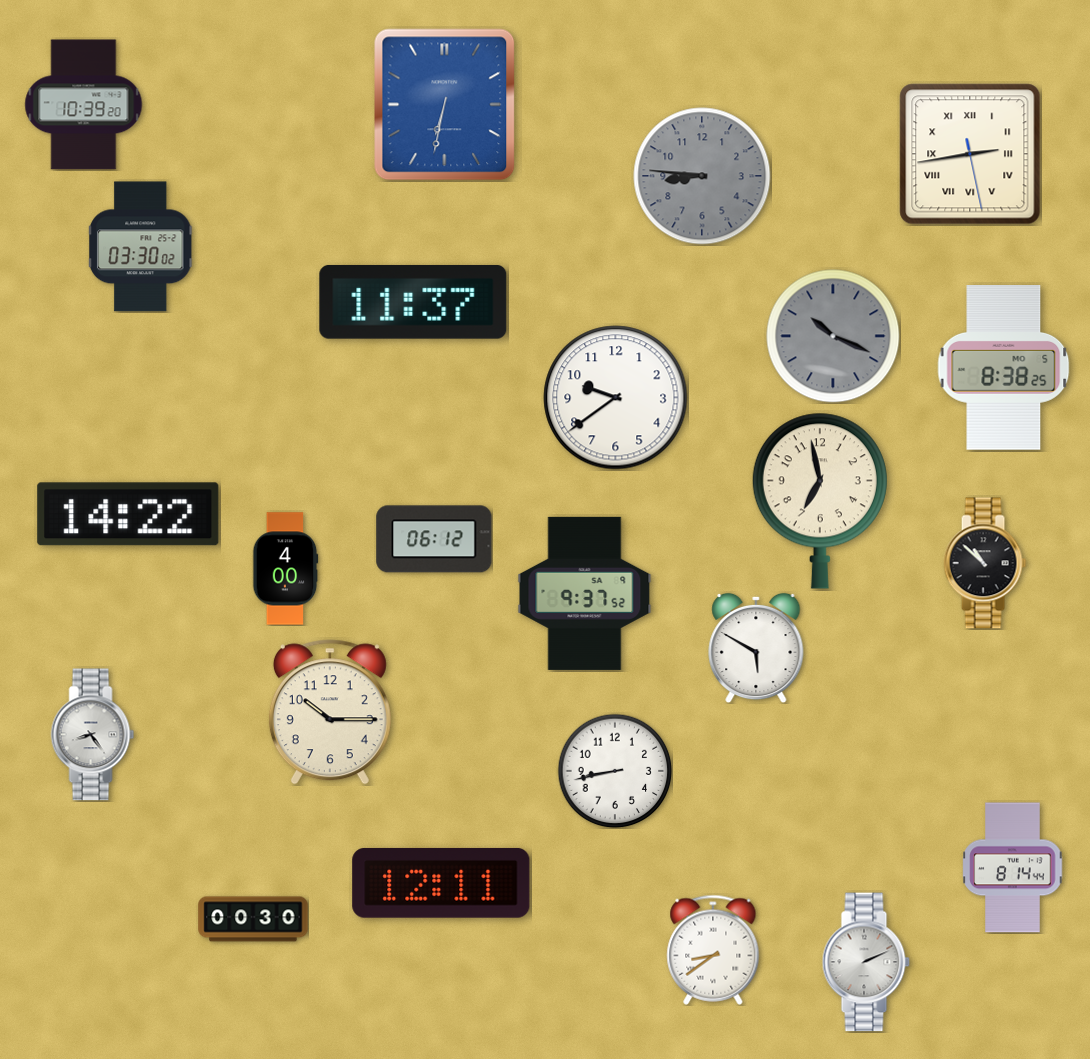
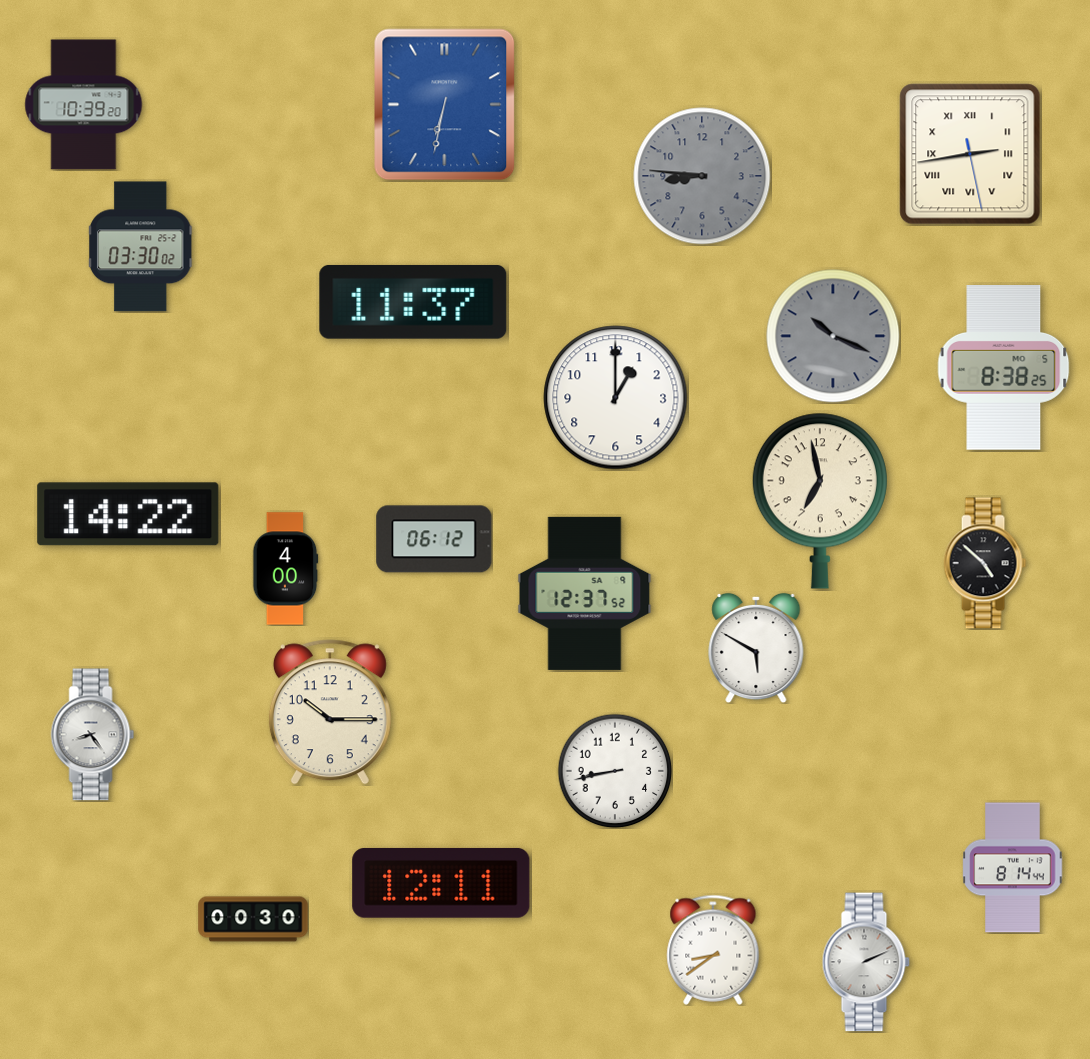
clock at (616, 398): 9:39 -> 1:00
clock at (985, 563): 10:52 -> 4:52
clock at (585, 593): 9:37 -> 12:37
